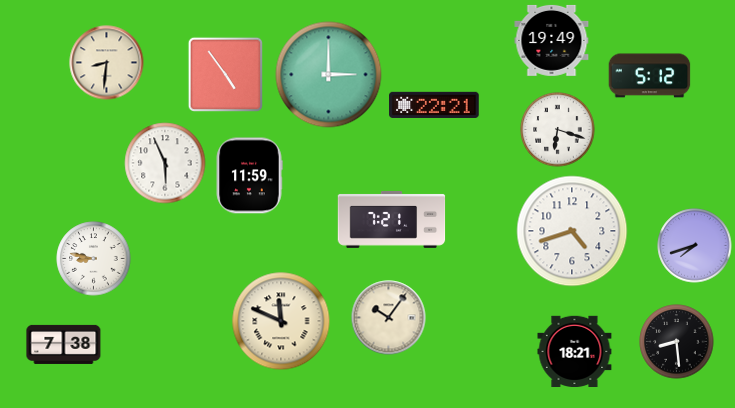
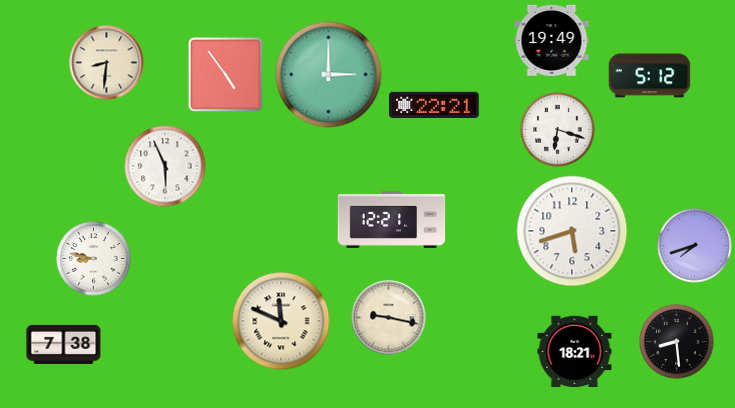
clock at (165, 163) position: (165, 163) -> (165, 166)
clock at (249, 176): 11:59 -> none
clock at (392, 220): 7:21 -> 12:21
clock at (572, 231): 4:42 -> 5:42
clock at (389, 318): 10:06 -> 9:17
